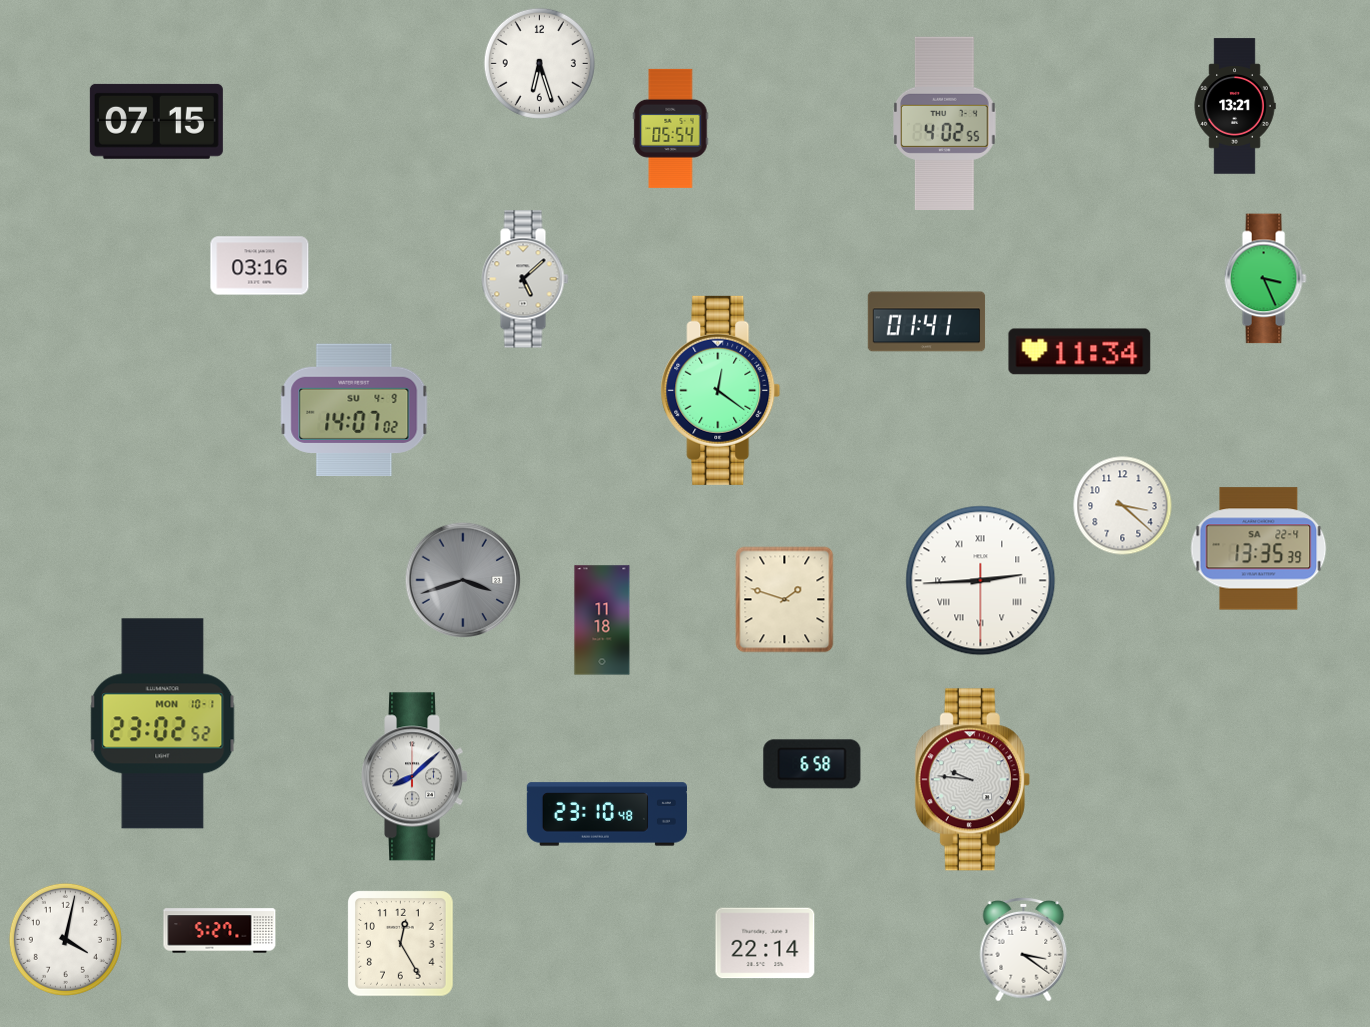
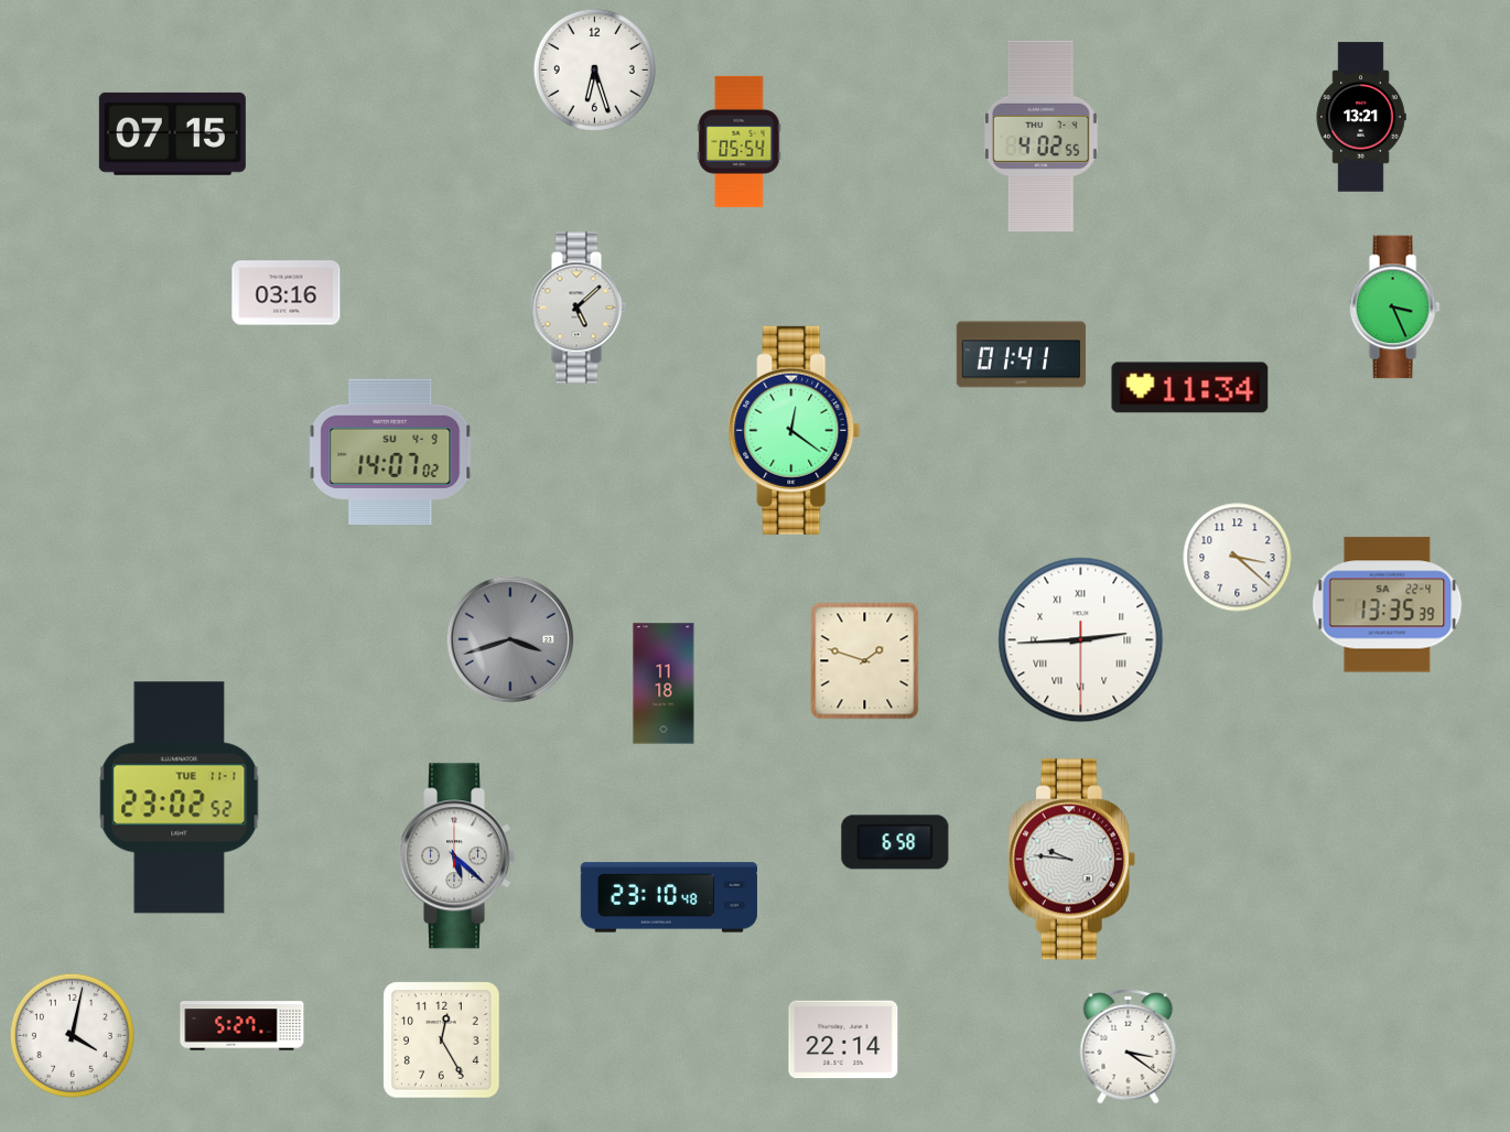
clock at (163, 724) date: MON 10-1 -> TUE 11-1
clock at (415, 777): 8:08 -> 5:22
